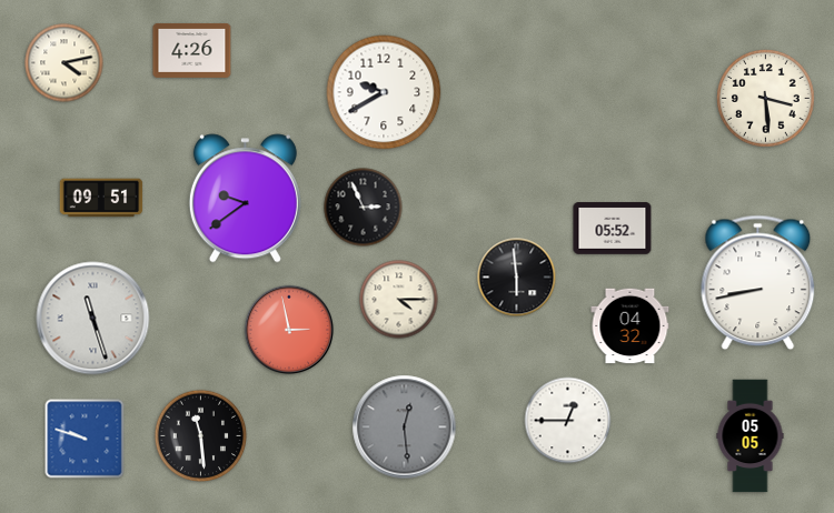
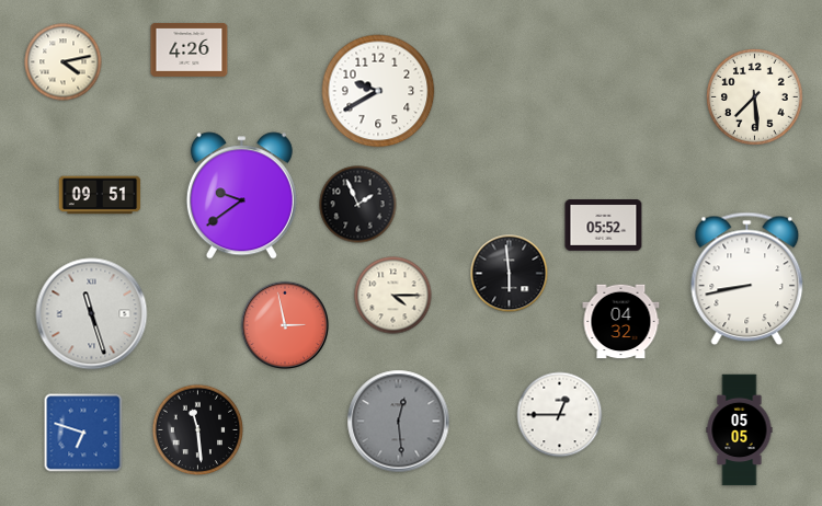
clock at (766, 99): 3:29 -> 7:29
clock at (364, 208): 2:56 -> 1:56
clock at (85, 439): 9:48 -> 6:48
